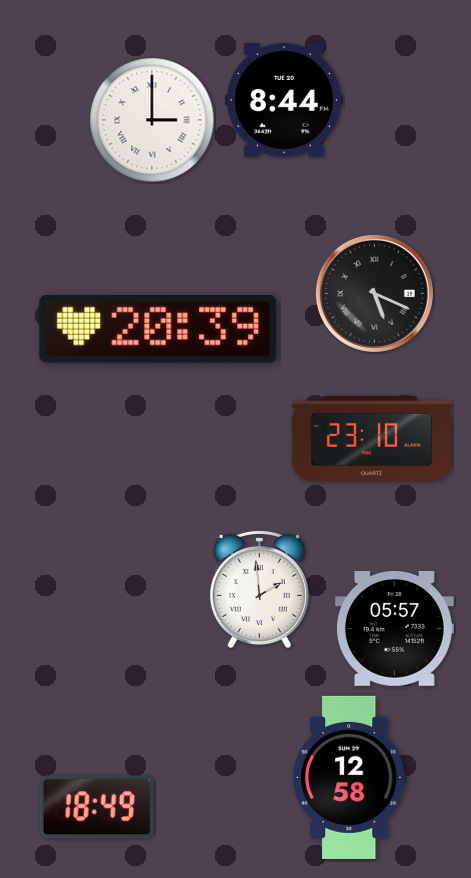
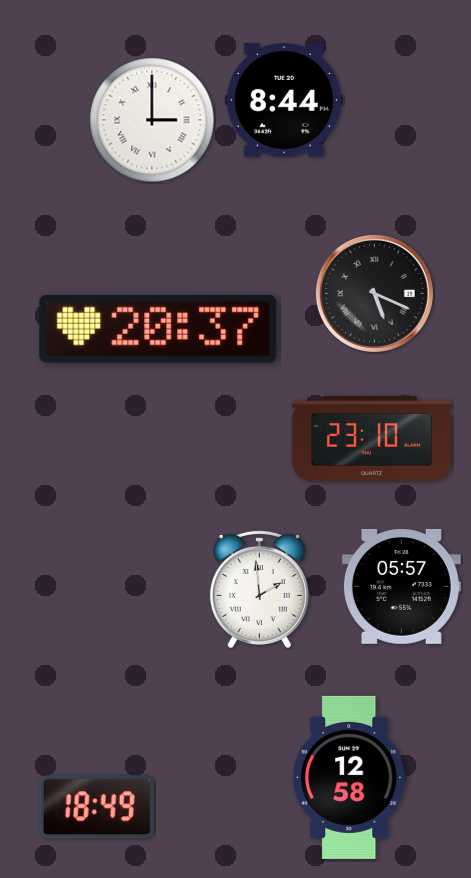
clock at (158, 329): 20:39 -> 20:37
clock at (394, 628) position: (394, 628) -> (401, 586)
